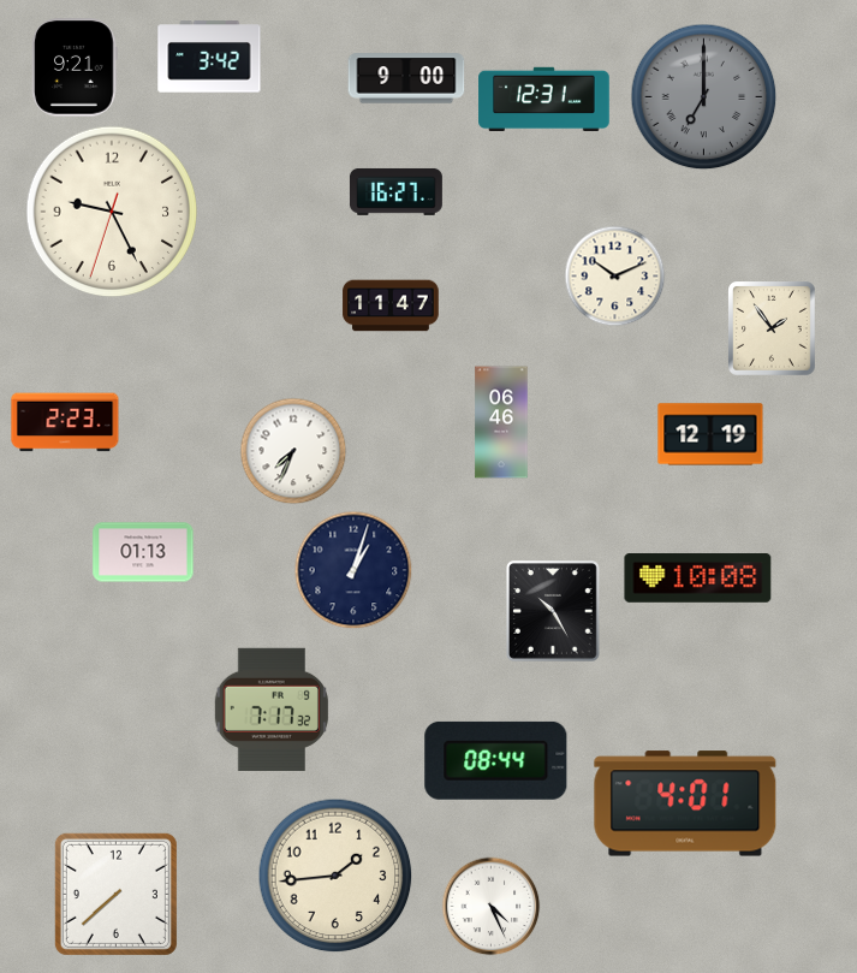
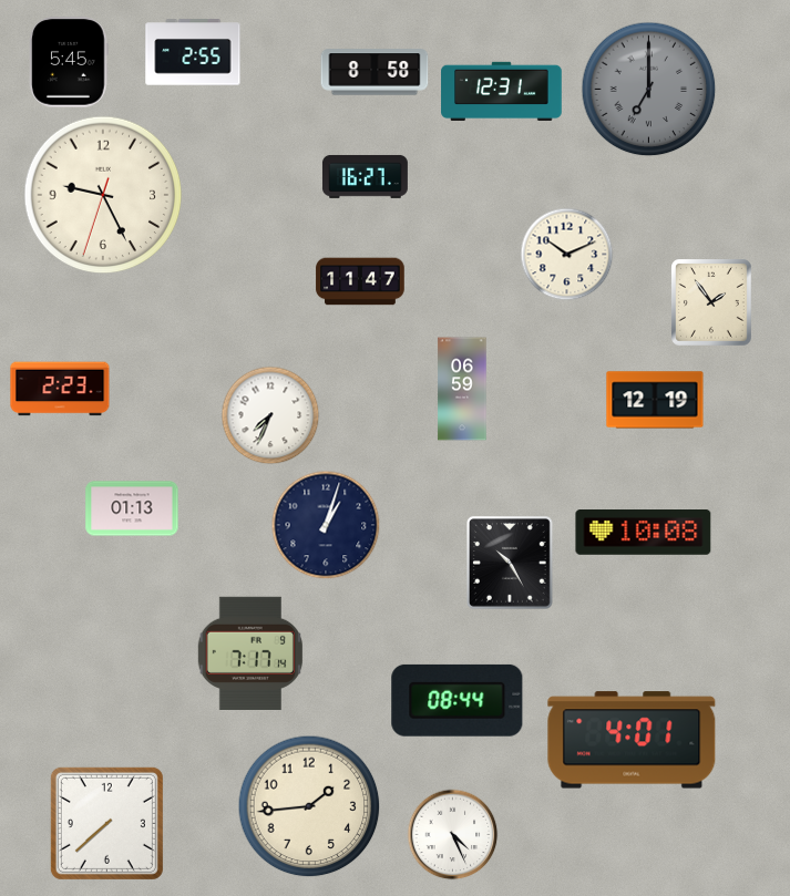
clock at (209, 57): 3:42 -> 2:55
clock at (75, 67): 9:21 -> 5:45
clock at (406, 78): 9:00 -> 8:58
clock at (501, 422): 06:46 -> 06:59
clock at (272, 710): 7:17:32 -> 7:17:14
